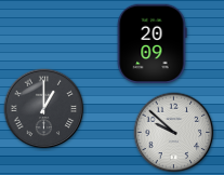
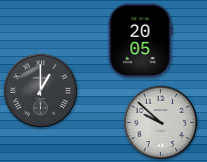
clock at (151, 44): 20:09 -> 20:05
clock at (44, 109) position: (44, 109) -> (41, 91)
